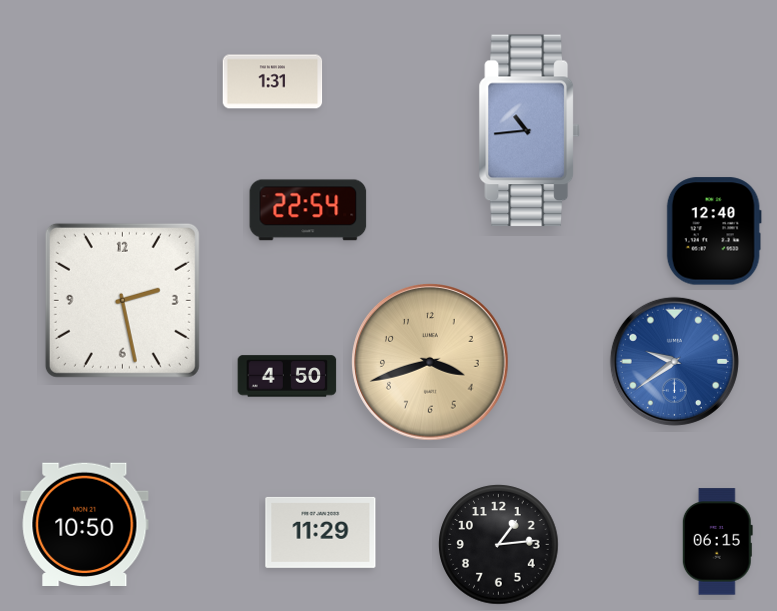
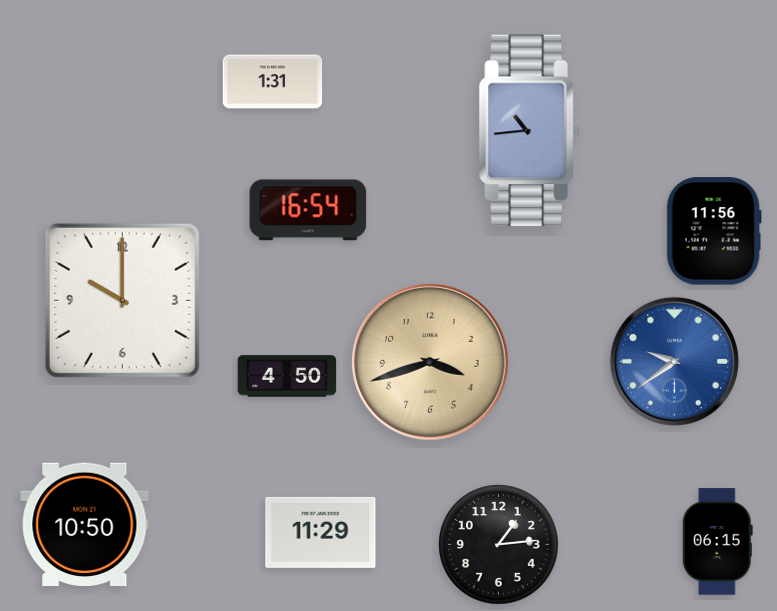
clock at (308, 210): 22:54 -> 16:54
clock at (714, 231): 12:40 -> 11:56
clock at (122, 300): 2:28 -> 10:00
